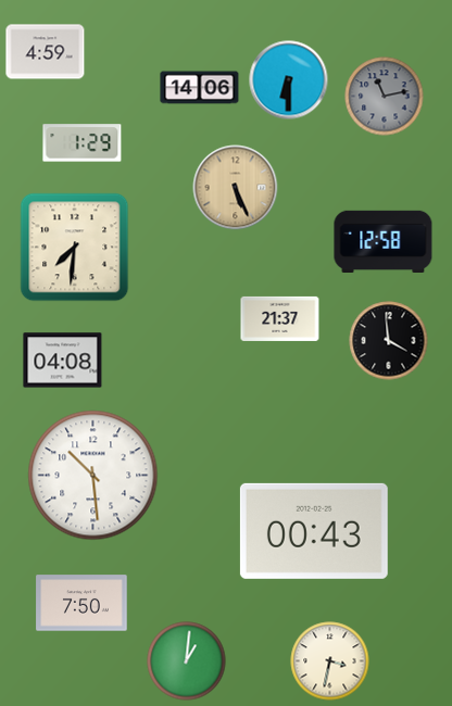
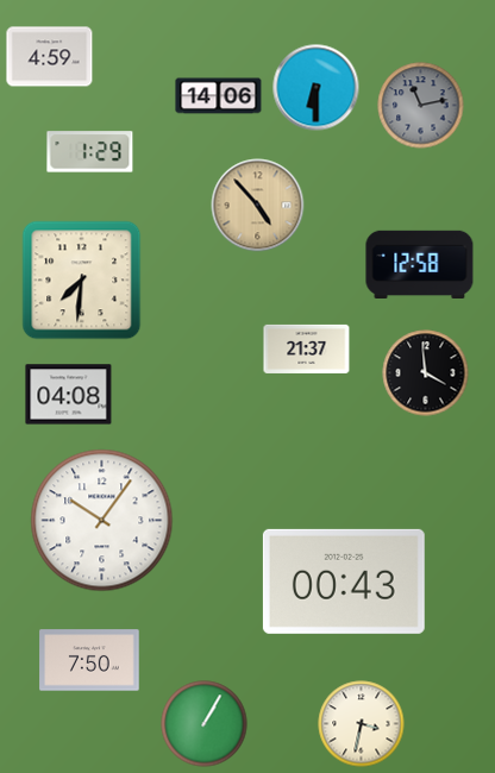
clock at (83, 143) position: (83, 143) -> (90, 152)
clock at (236, 188): 5:26 -> 4:53
clock at (75, 248) position: (75, 248) -> (82, 281)
clock at (93, 476): 10:29 -> 10:06
clock at (187, 661): 1:01 -> 1:05
